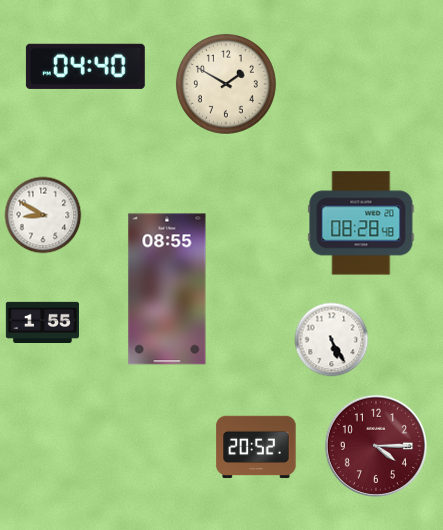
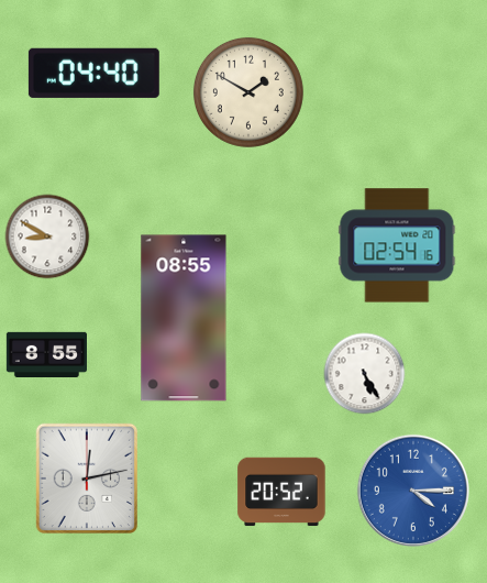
clock at (361, 223): 08:28 -> 02:54
clock at (42, 322): 1:55 -> 8:55
clock at (86, 477): none -> 12:13
clock at (376, 446) dial: burgundy -> blue
